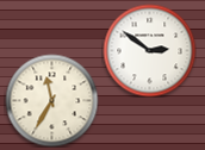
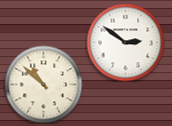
clock at (51, 100): 11:35 -> 10:52
